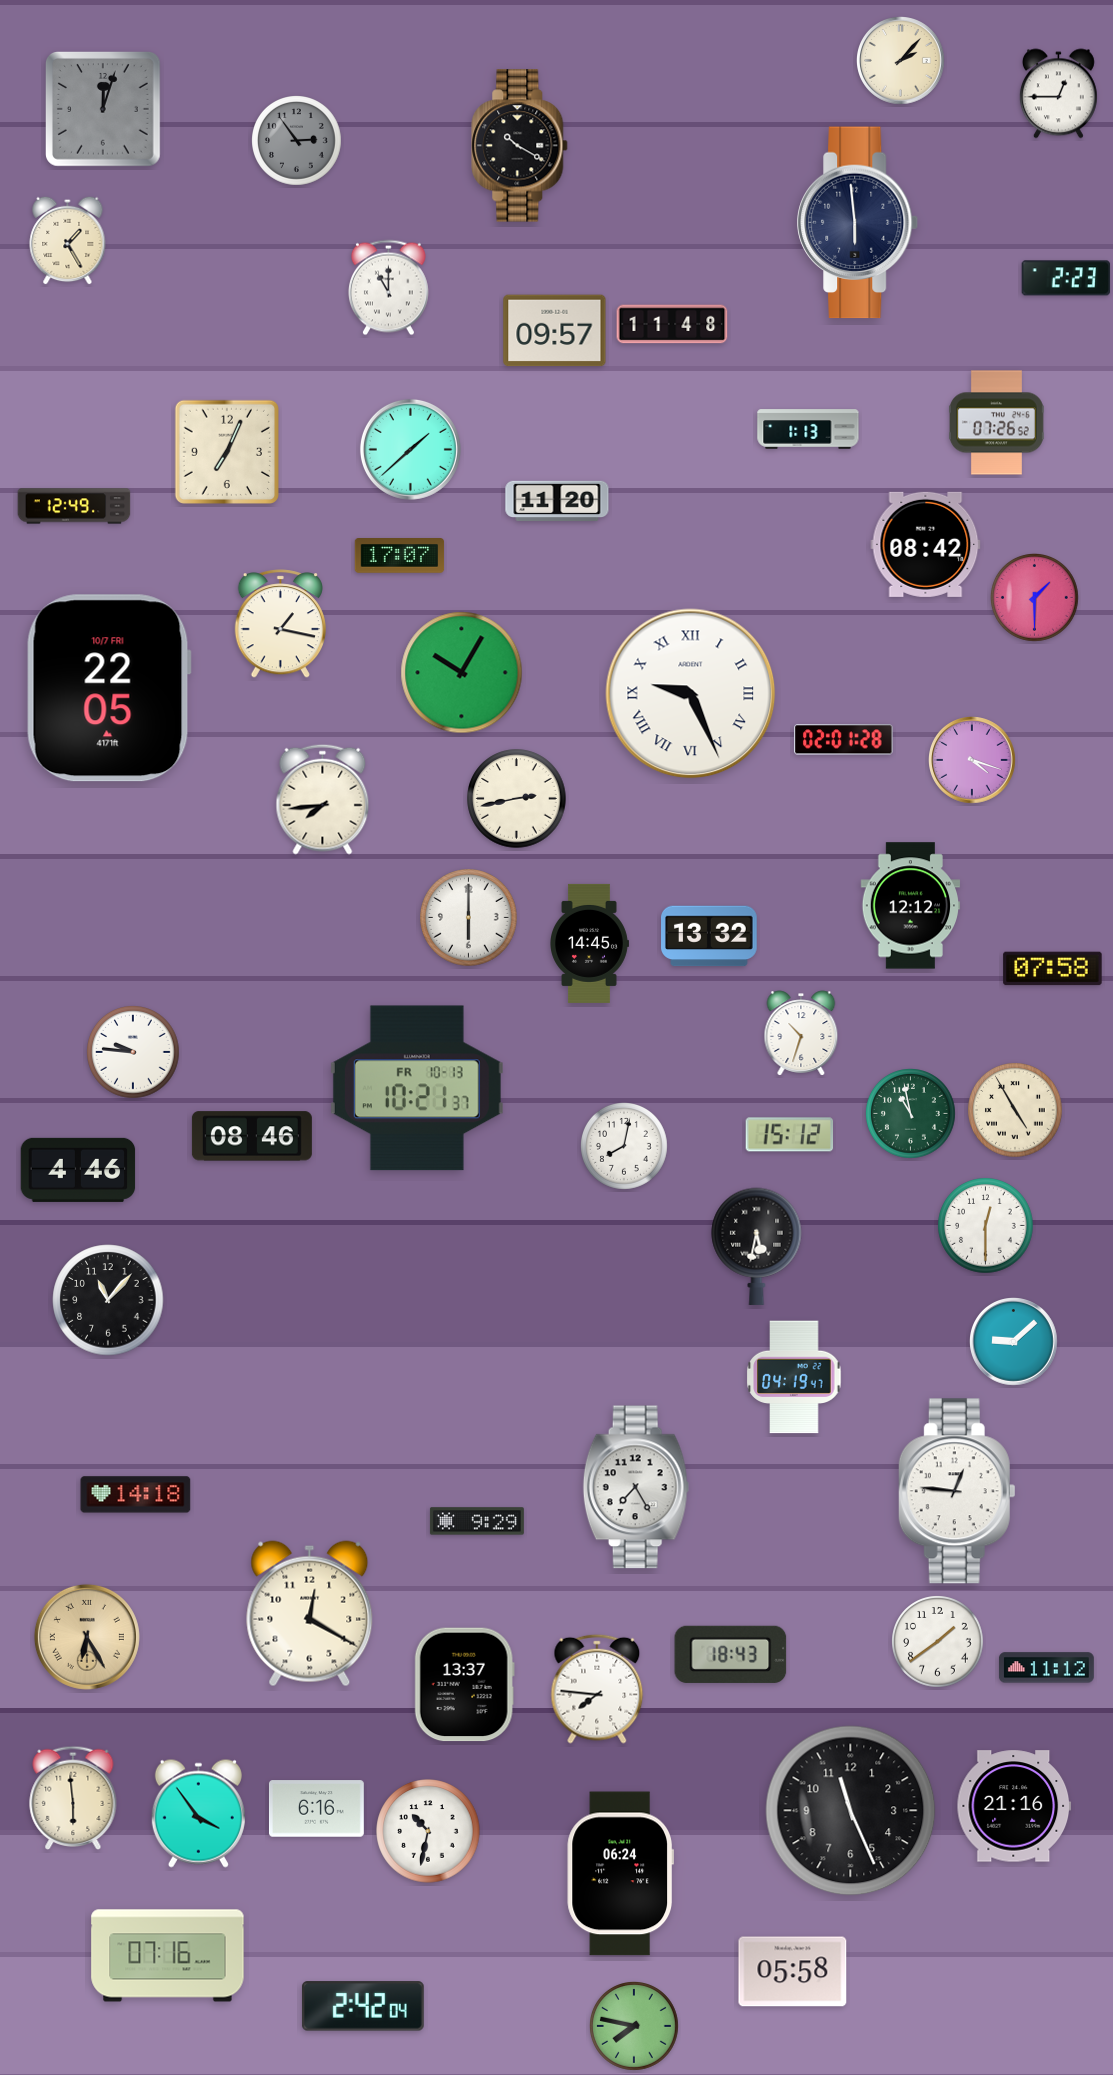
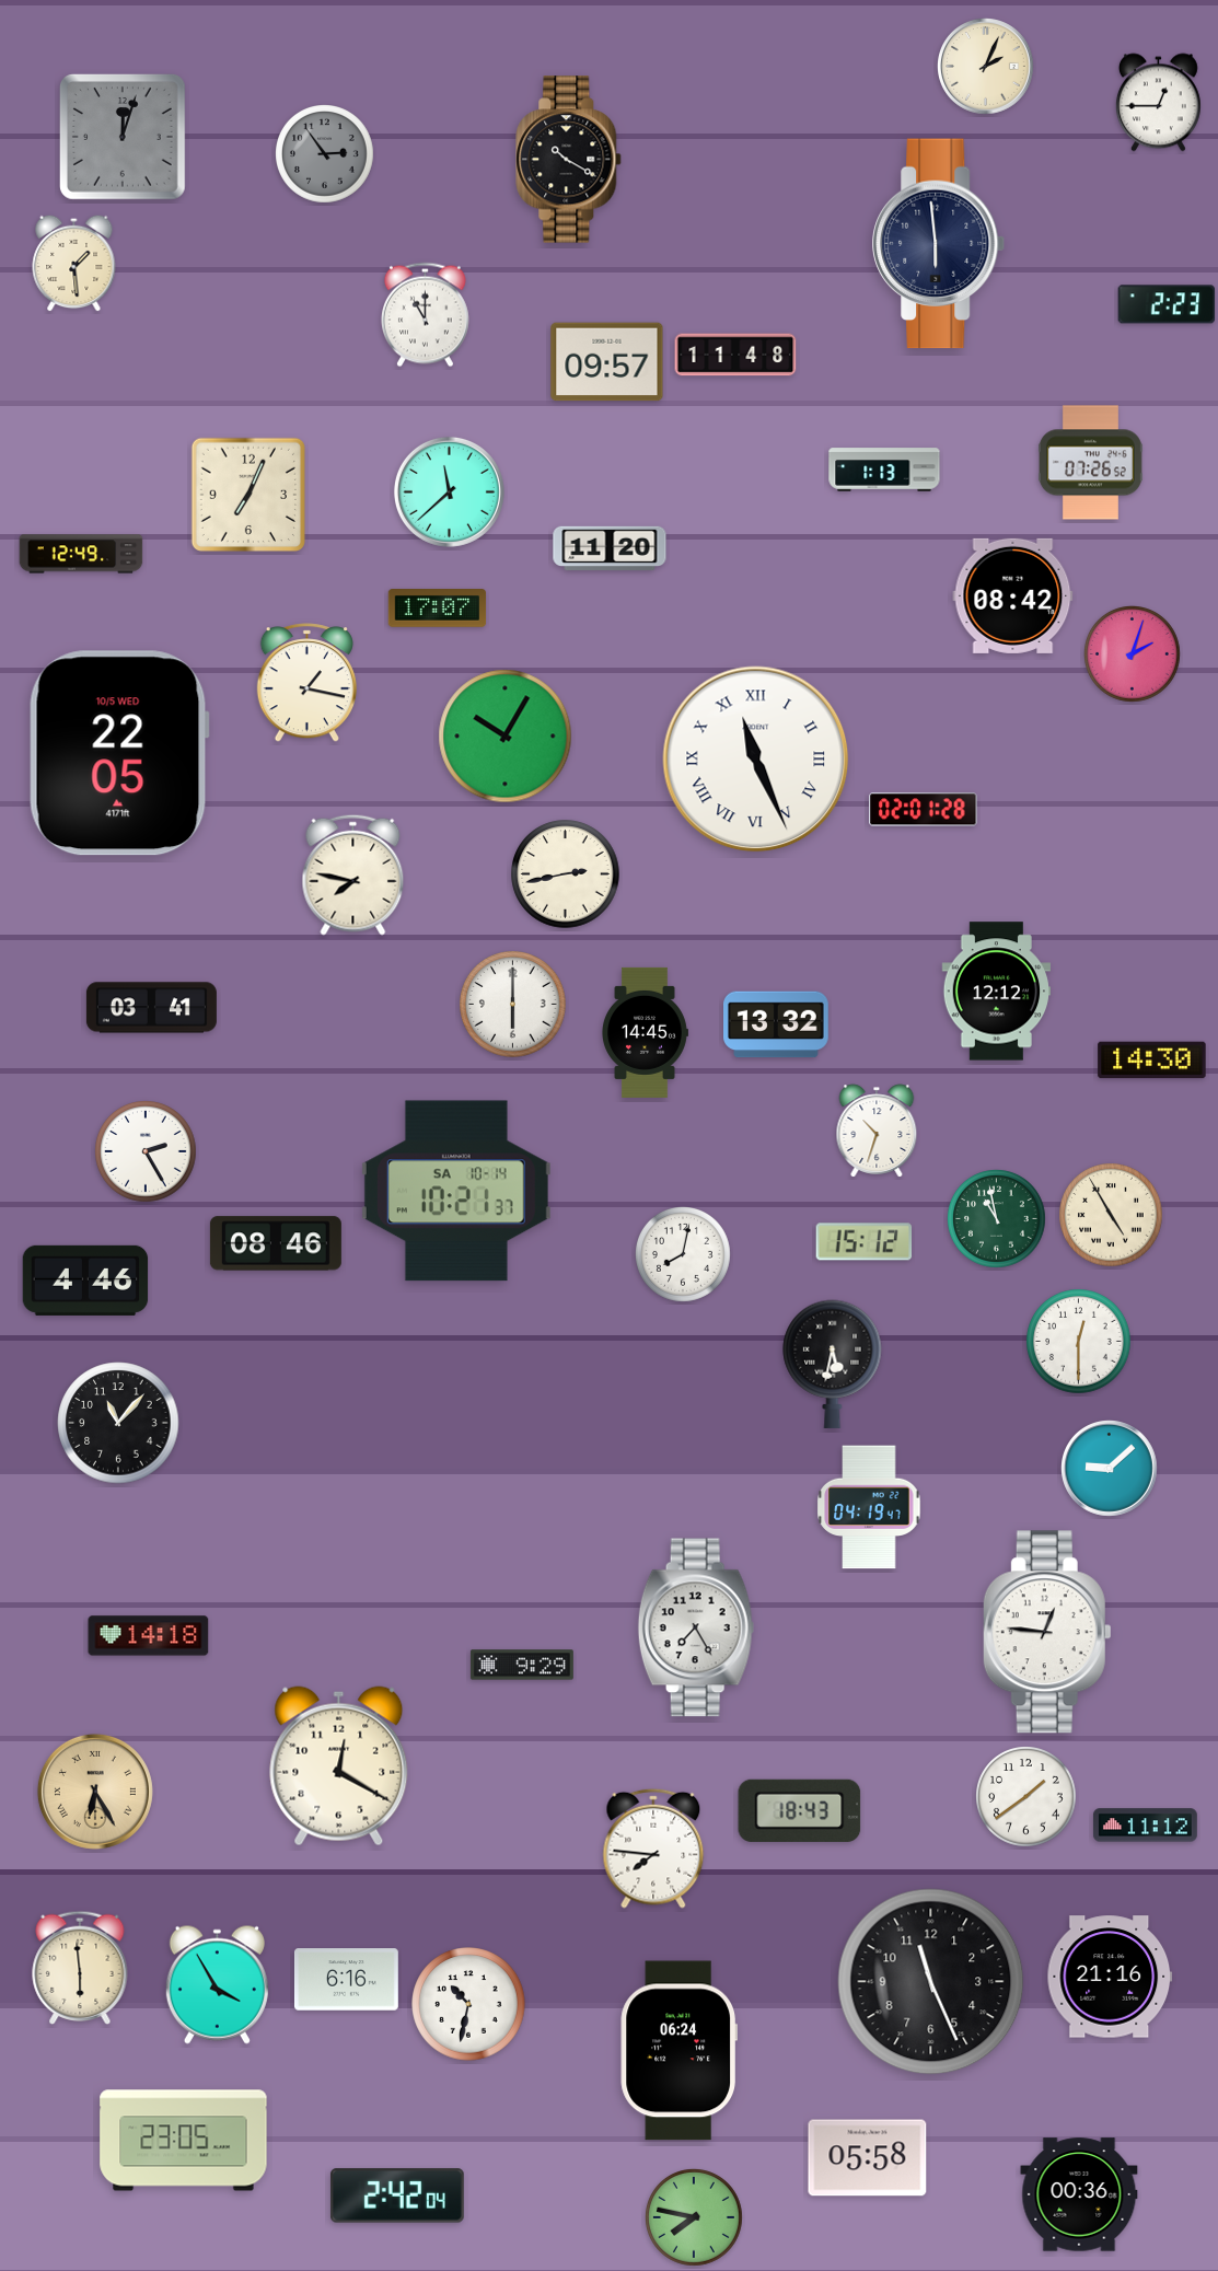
clock at (901, 61): 2:07 -> 2:04
clock at (103, 109) position: (103, 109) -> (123, 137)
clock at (68, 240): 1:25 -> 1:29
clock at (410, 449): 1:38 -> 11:38
clock at (1035, 598): 1:30 -> 2:03
clock at (109, 688) date: 10/7 FRI -> 10/5 WED
clock at (691, 694): 9:26 -> 11:26
clock at (973, 761): 4:18 -> none
clock at (323, 799): 7:44 -> 7:47
clock at (151, 1008): none -> 03:41
clock at (1053, 969): 07:58 -> 14:30
clock at (133, 1052): 9:46 -> 2:25
clock at (417, 1088) date: FR 10-13 -> SA 10-14
clock at (757, 1246) position: (757, 1246) -> (833, 1364)
clock at (464, 1685): 13:37 -> none
clock at (198, 1813): 3:54 -> 3:55
clock at (168, 1956): 07:16 -> 23:05
clock at (1079, 2194): none -> 00:36
